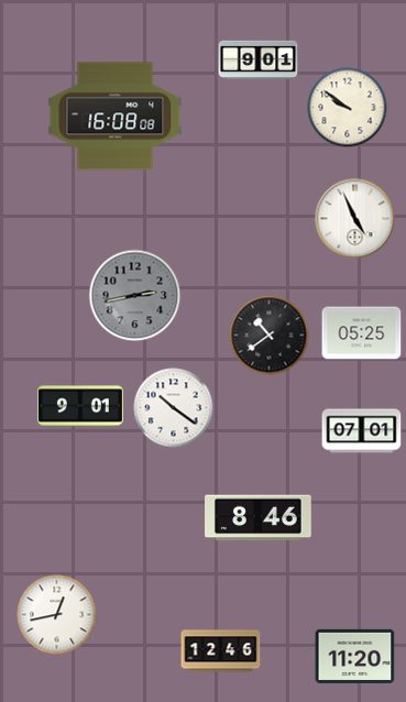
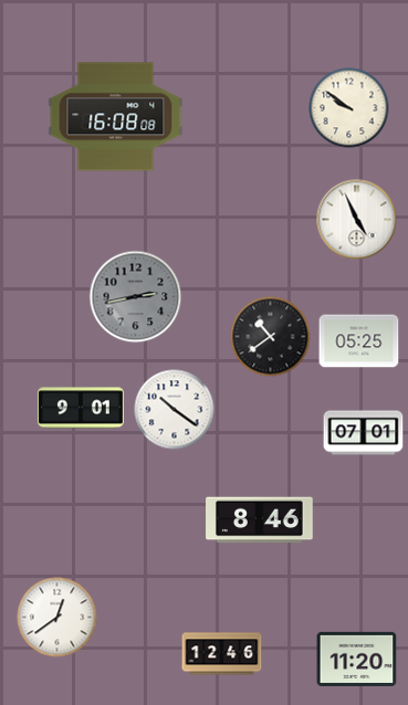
clock at (259, 61): 9:01 -> none
clock at (362, 333) position: (362, 333) -> (359, 341)
clock at (57, 615): 12:43 -> 12:39
